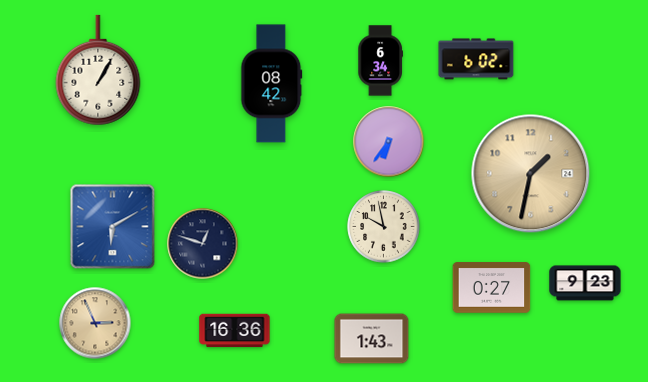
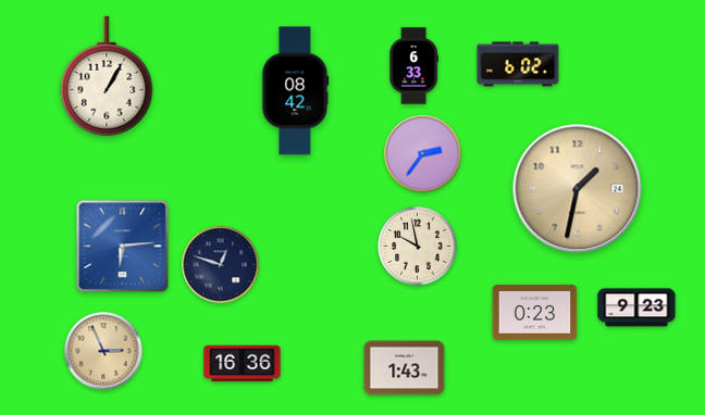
clock at (380, 61): 6:34 -> 6:33
clock at (389, 142): 6:36 -> 2:36
clock at (113, 227): 6:10 -> 6:14
clock at (492, 288): 0:27 -> 0:23
clock at (235, 331) position: (235, 331) -> (243, 364)
